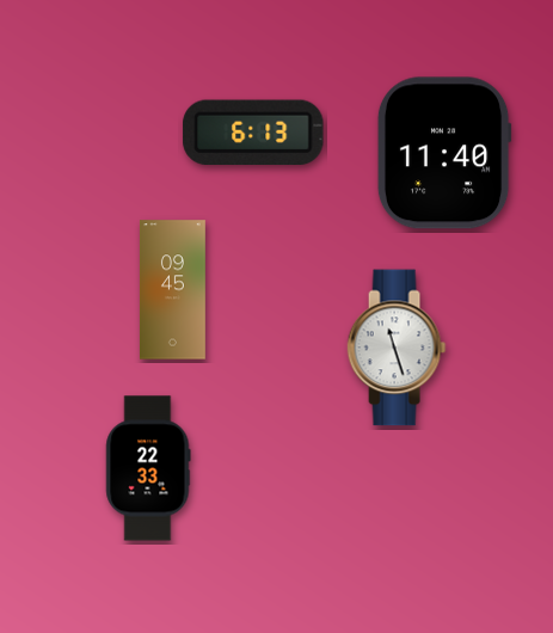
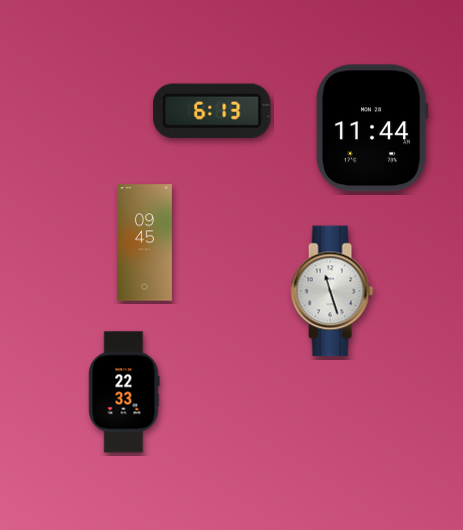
clock at (444, 153): 11:40 -> 11:44
